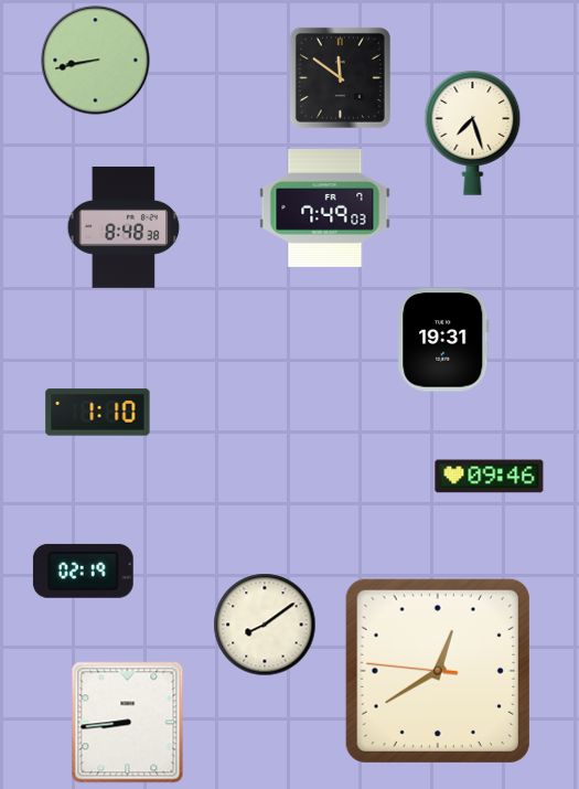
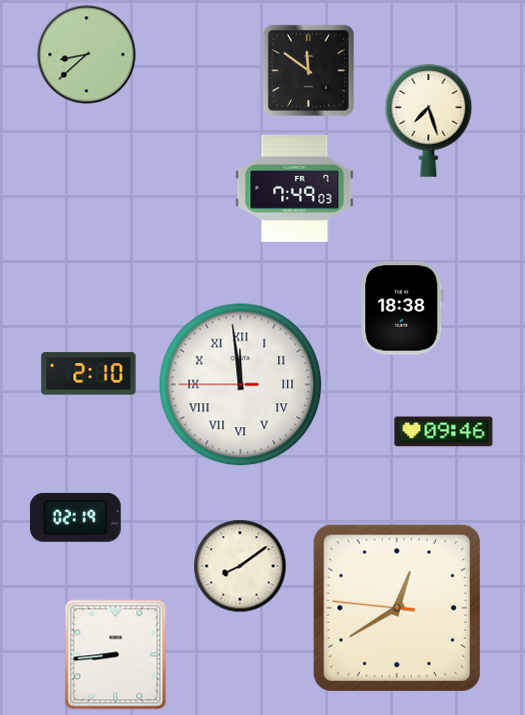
clock at (96, 61): 8:43 -> 8:38
clock at (124, 227): 8:48 -> none
clock at (443, 340): 19:31 -> 18:38
clock at (98, 413): 1:10 -> 2:10
clock at (241, 385): none -> 11:58
